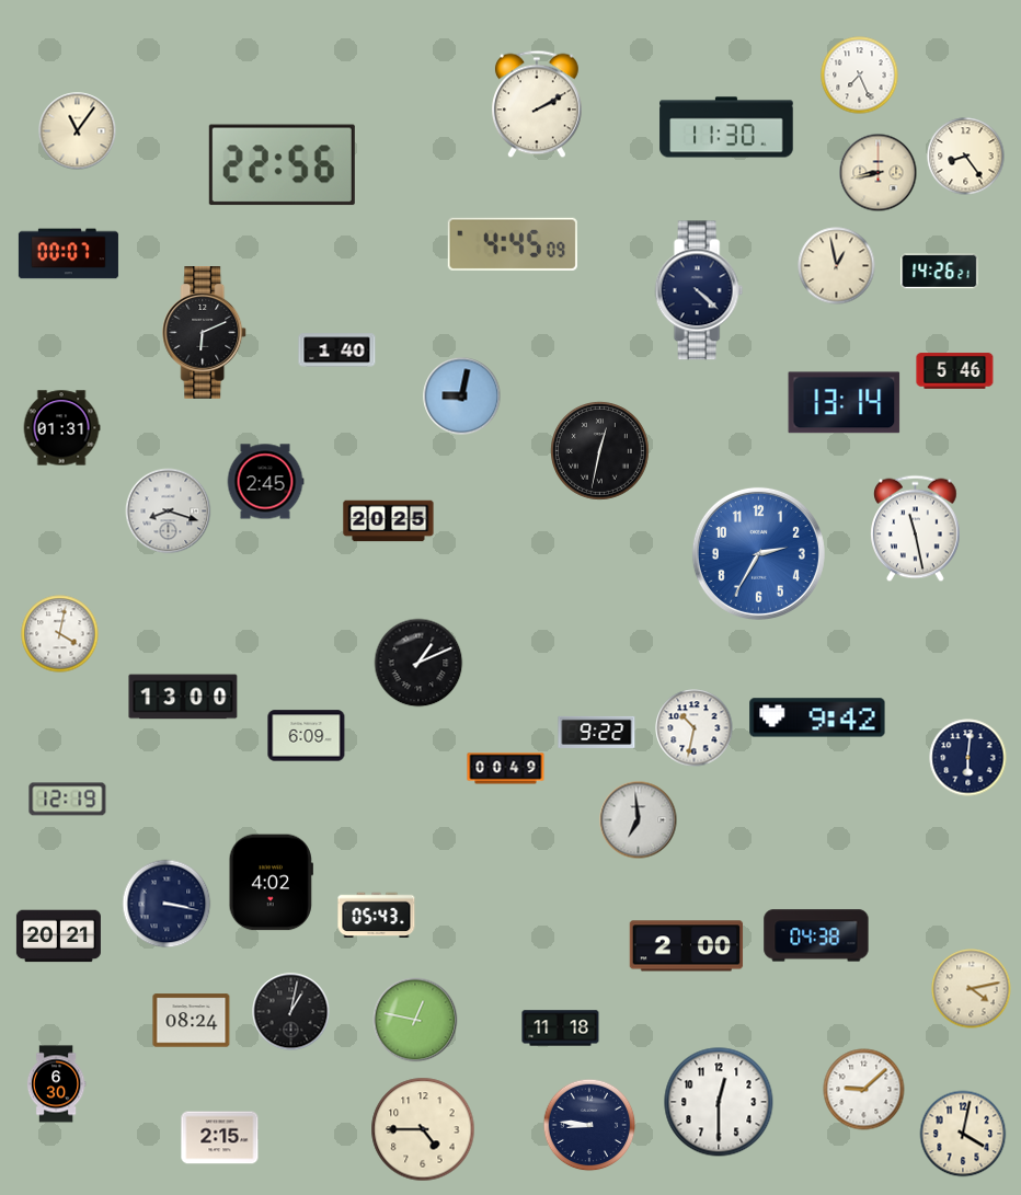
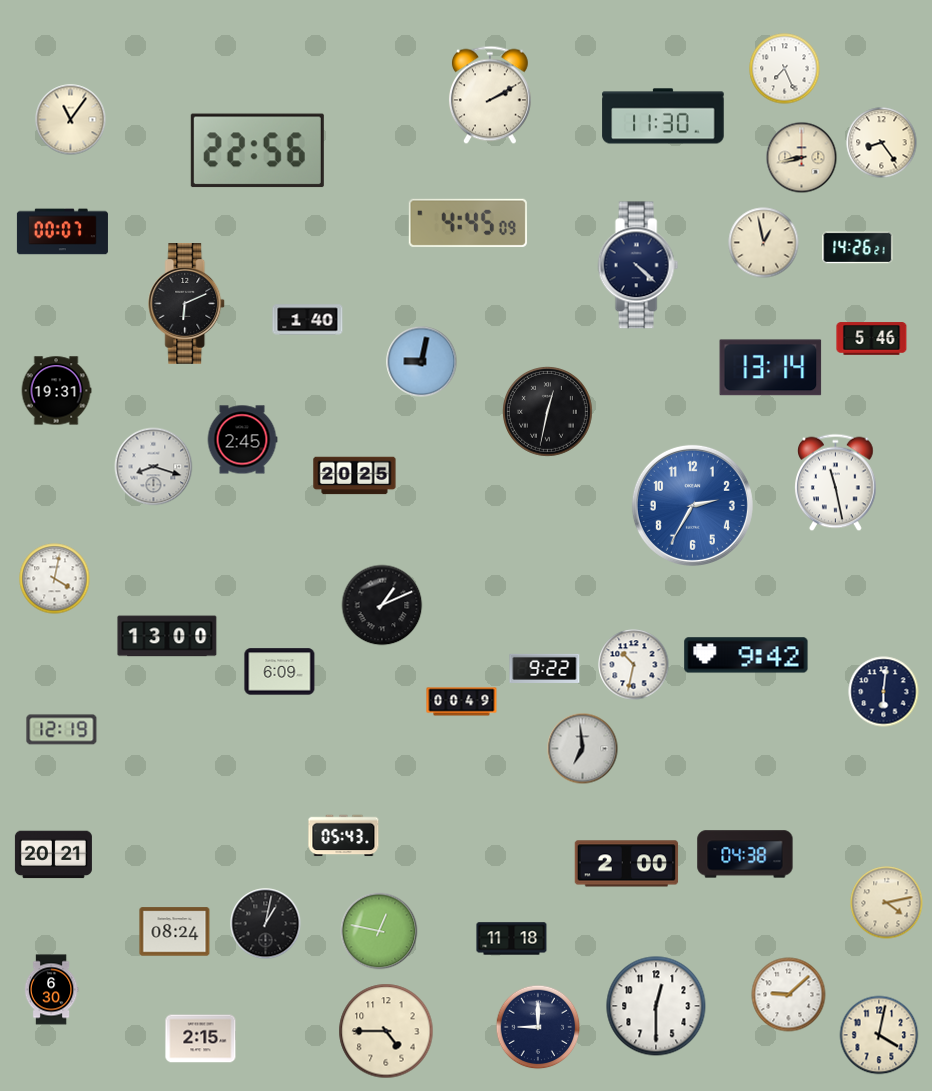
clock at (61, 428): 01:31 -> 19:31
clock at (271, 883): 4:02 -> none
clock at (167, 904): 3:17 -> none
clock at (589, 1125): 8:46 -> 9:00
